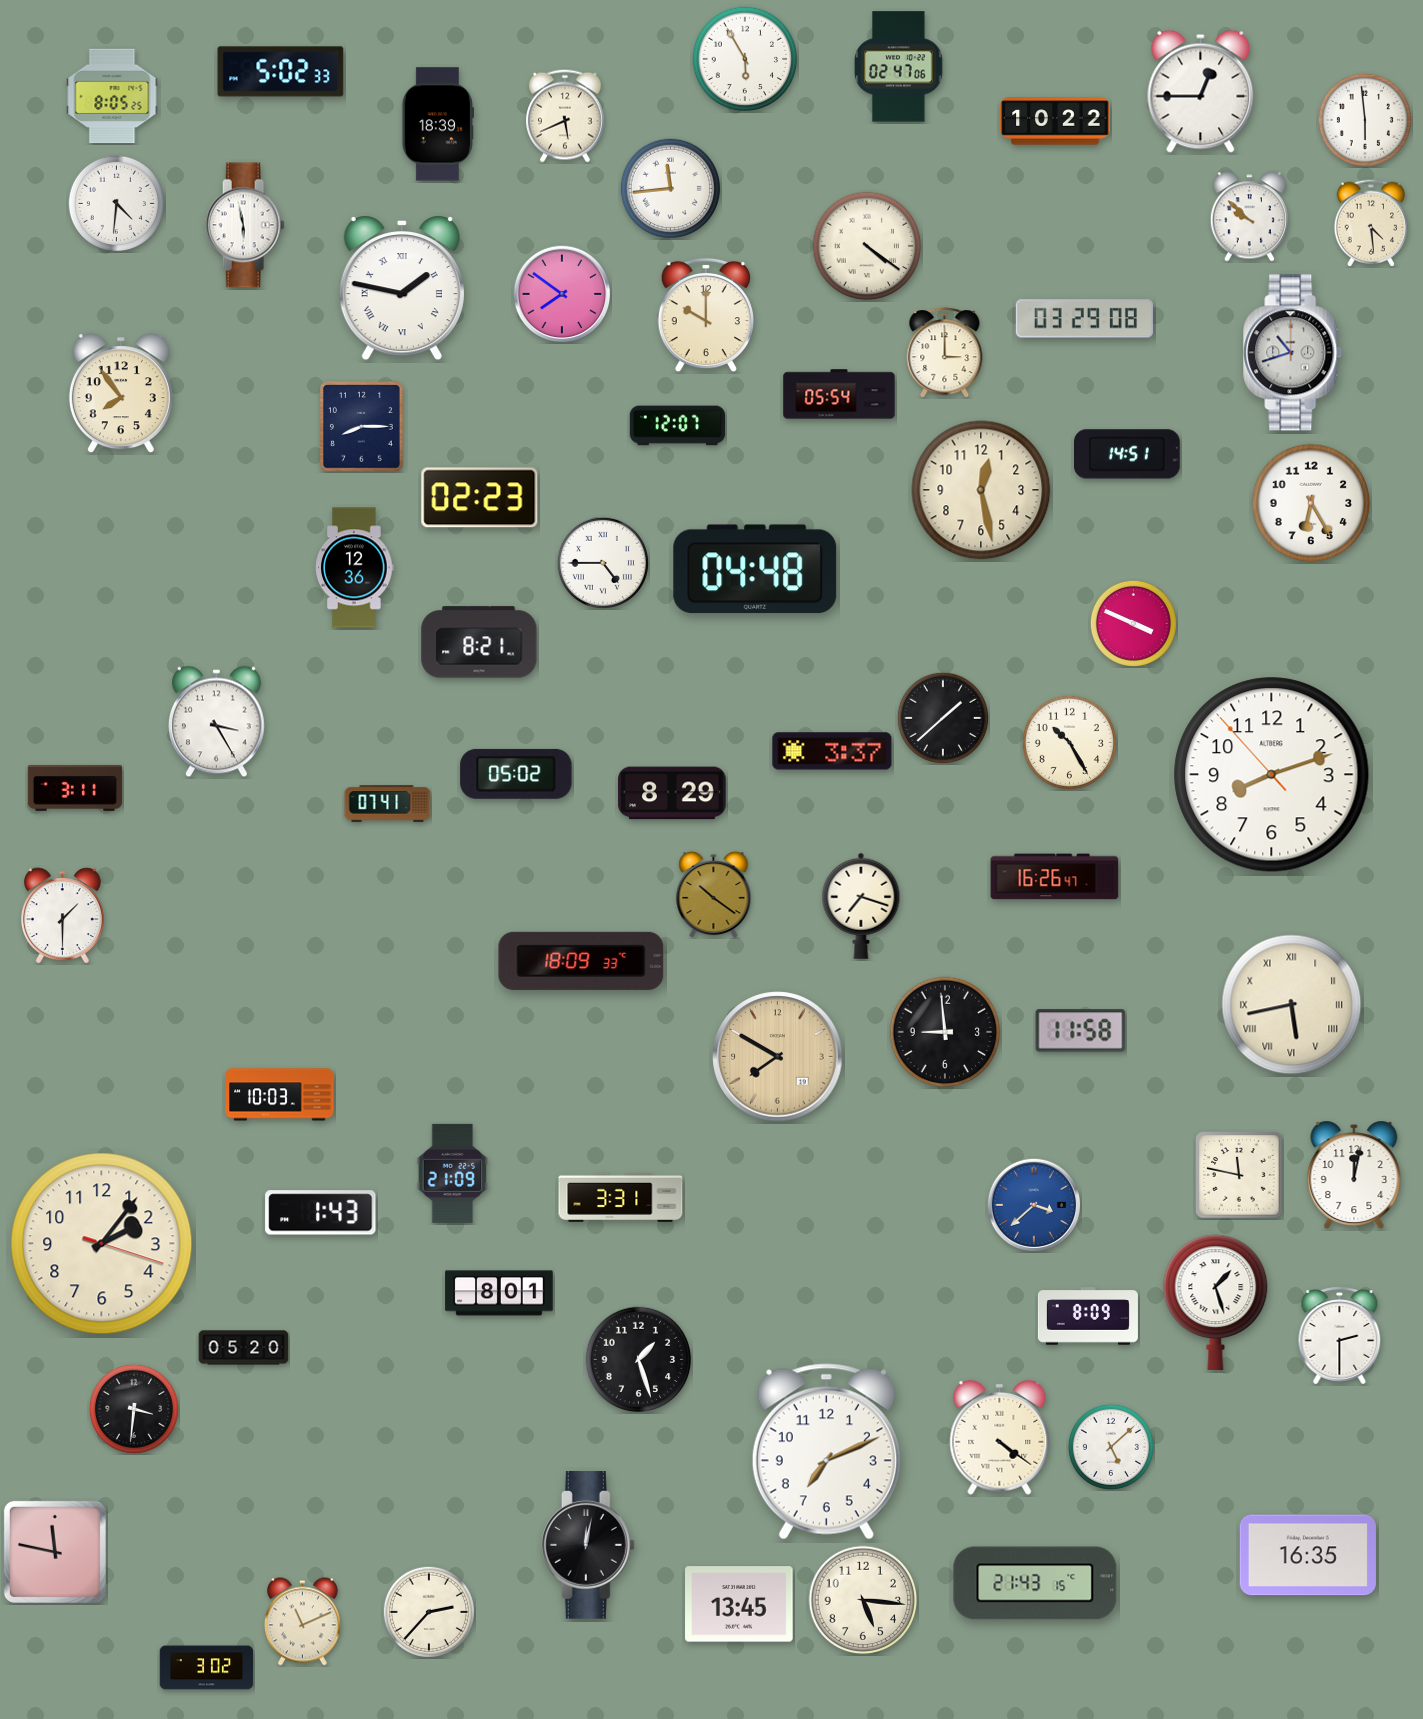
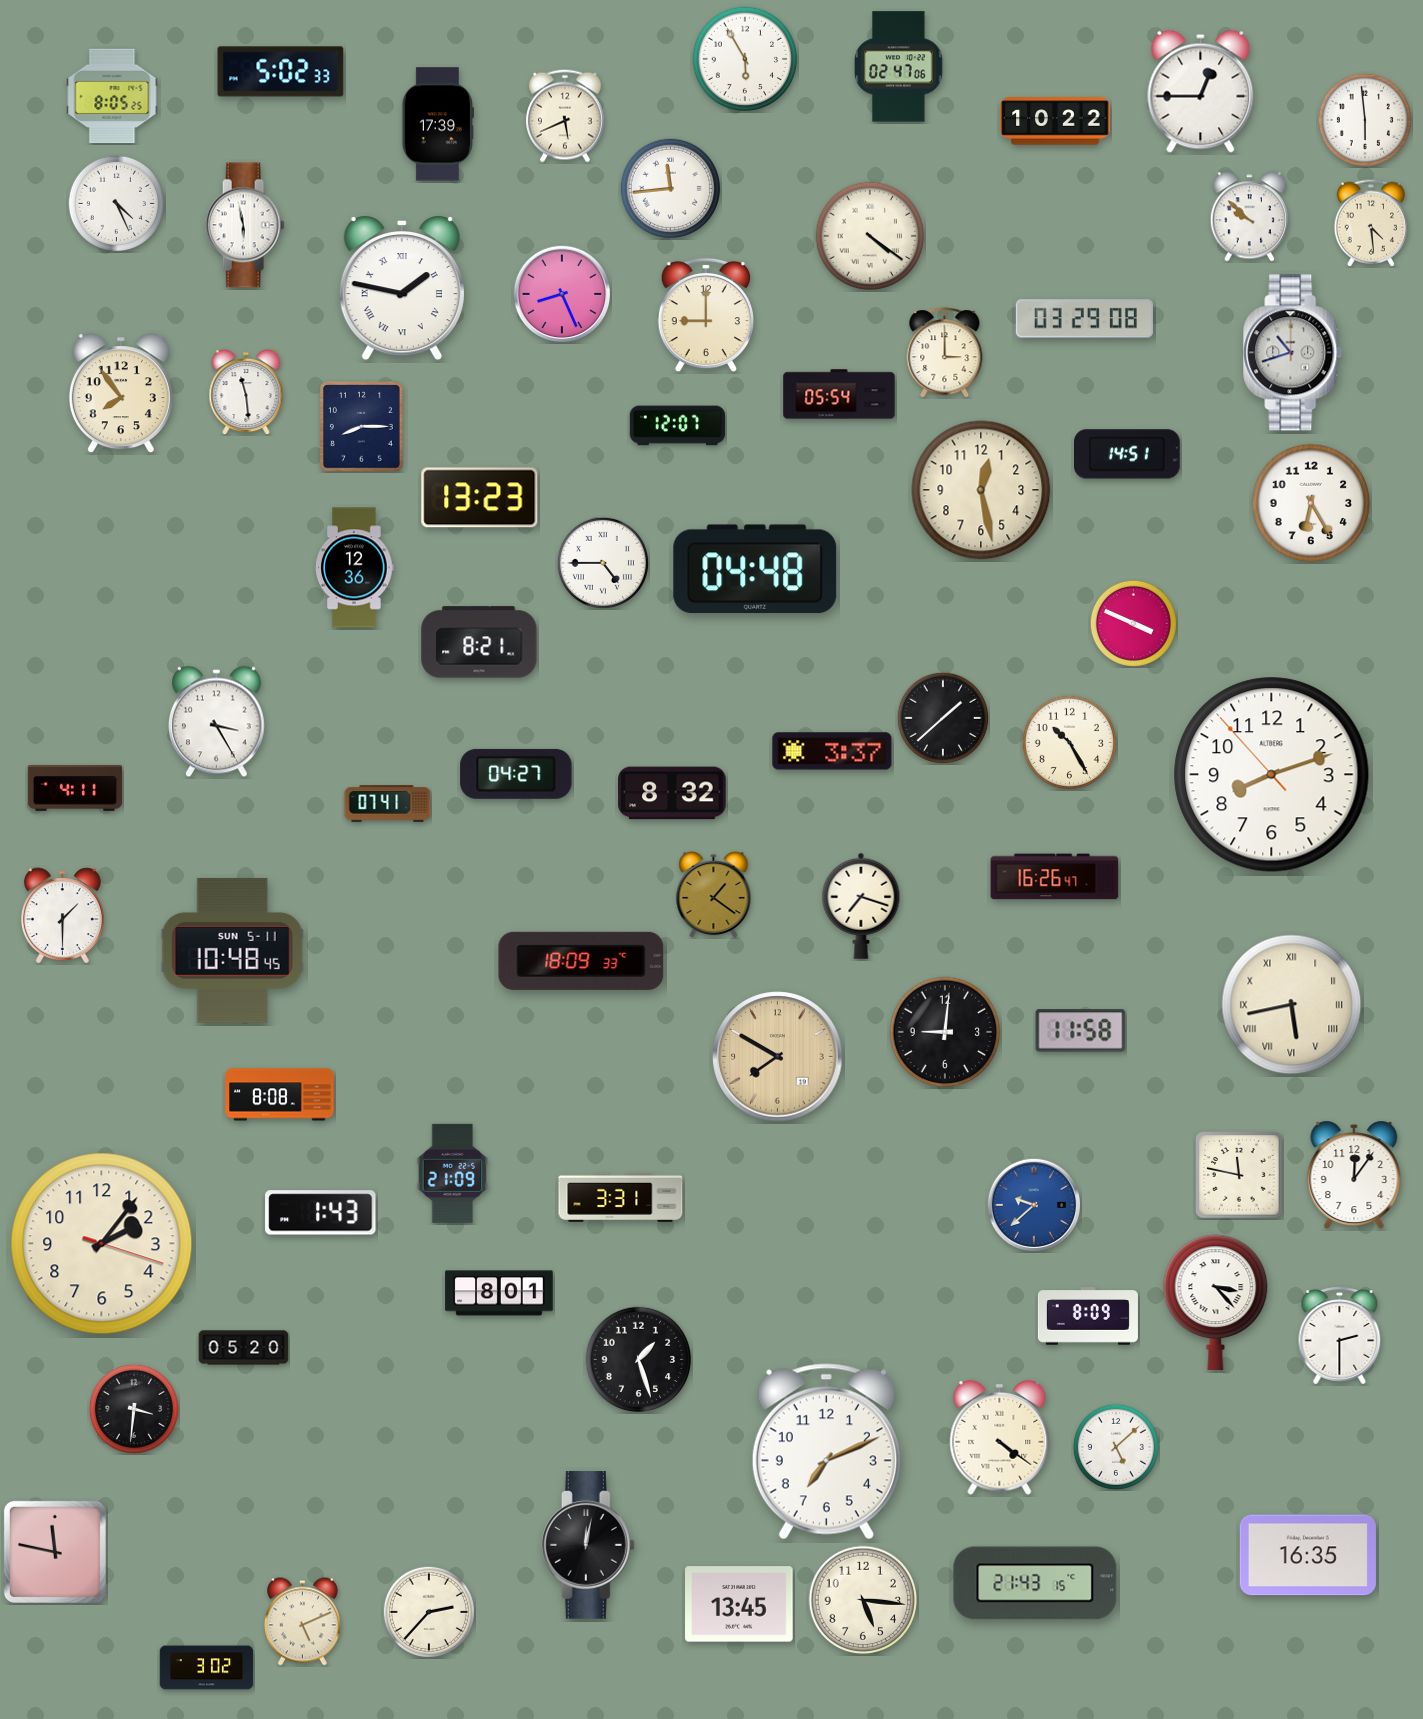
clock at (438, 124): 18:39 -> 17:39
clock at (116, 203): 4:31 -> 4:26
clock at (867, 246) position: (867, 246) -> (870, 236)
clock at (562, 294): 7:51 -> 8:26
clock at (706, 315): 10:00 -> 9:00
clock at (246, 392): none -> 11:29
clock at (480, 498): 02:23 -> 13:23
clock at (516, 774): 05:02 -> 04:27
clock at (75, 788): 3:11 -> 4:11
clock at (672, 793): 8:29 -> 8:32
clock at (714, 894): 10:21 -> 1:21
clock at (232, 950): none -> 10:48
clock at (945, 1032): 8:59 -> 9:01
clock at (280, 1095): 10:03 -> 8:08
clock at (1354, 1175): 12:02 -> 12:06
clock at (1033, 1204): 3:38 -> 9:38
clock at (1216, 1302): 1:27 -> 3:23
clock at (1111, 1447) position: (1111, 1447) -> (1116, 1447)
clock at (302, 1622): 11:11 -> 5:11
